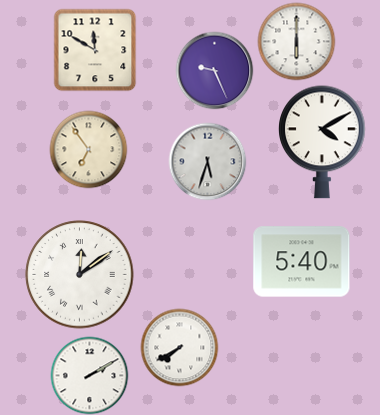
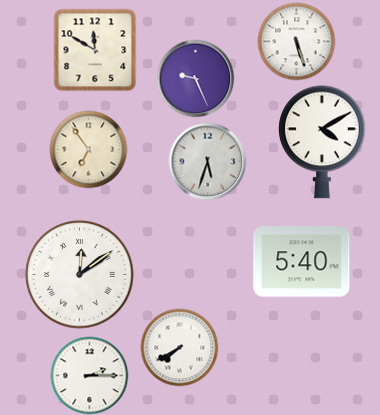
clock at (296, 41): 6:00 -> 5:27
clock at (214, 70) position: (214, 70) -> (195, 78)
clock at (89, 375): 2:10 -> 2:15
